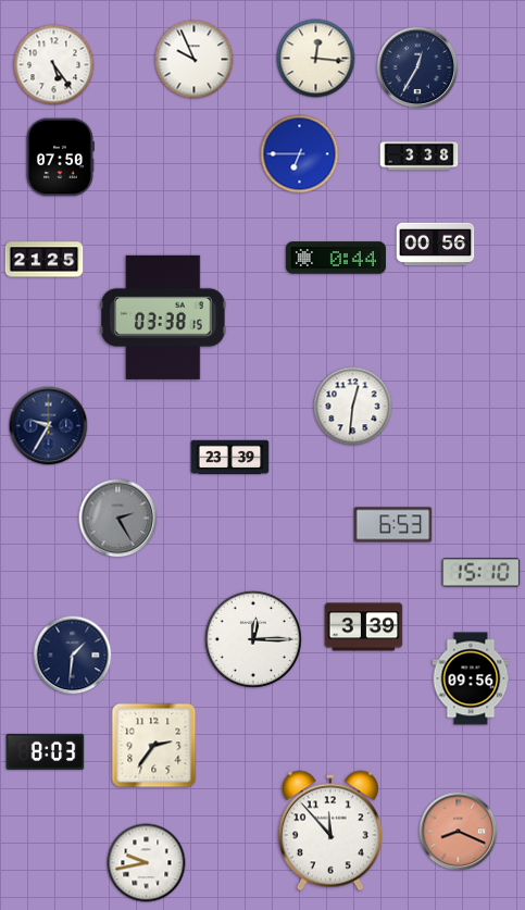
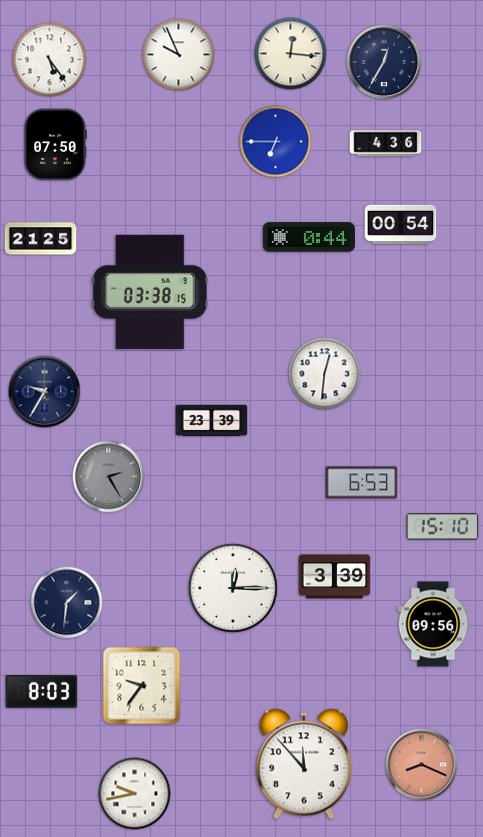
clock at (420, 157): 3:38 -> 4:36
clock at (436, 245): 00:56 -> 00:54
clock at (154, 746): 2:36 -> 9:36
